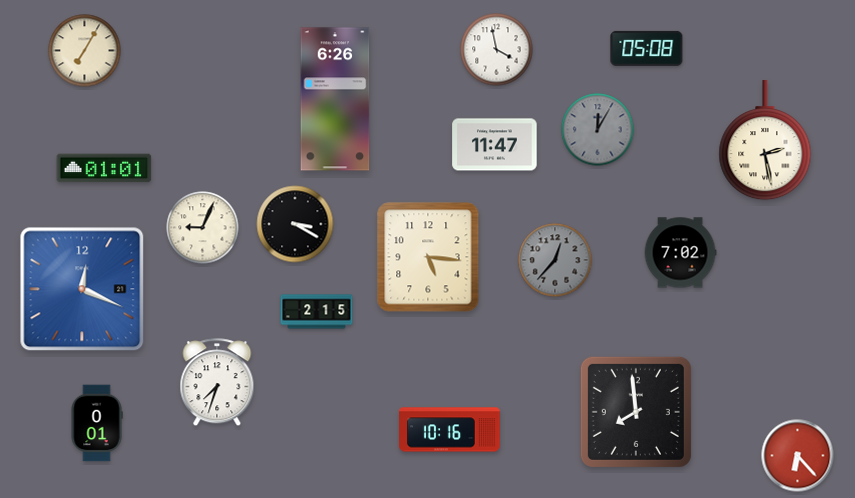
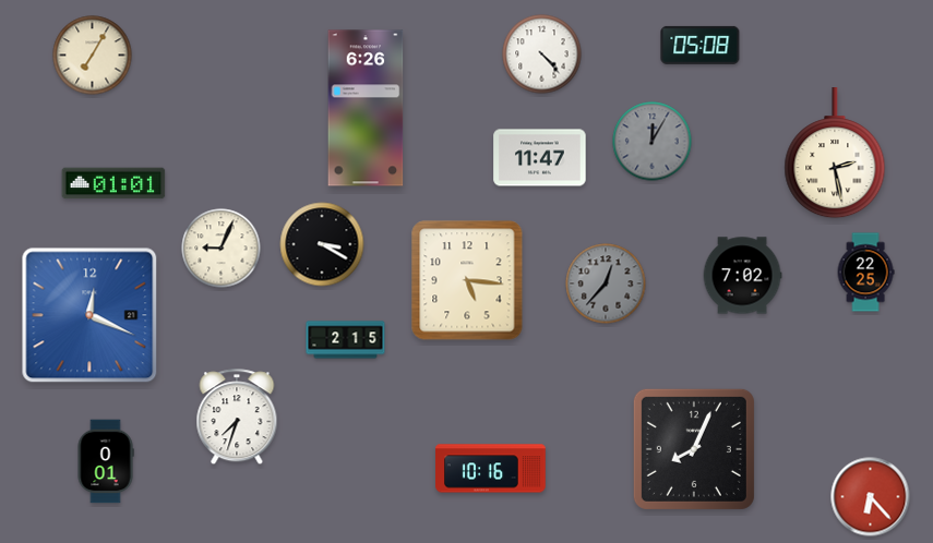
clock at (647, 48) position: (647, 48) -> (701, 45)
clock at (497, 50): 3:58 -> 4:23
clock at (865, 273): none -> 22:25
clock at (636, 412): 7:59 -> 8:04
